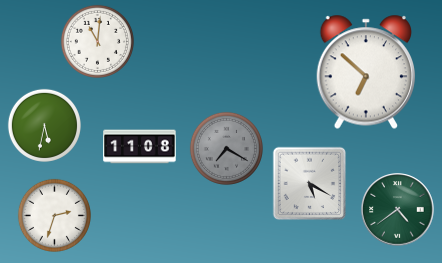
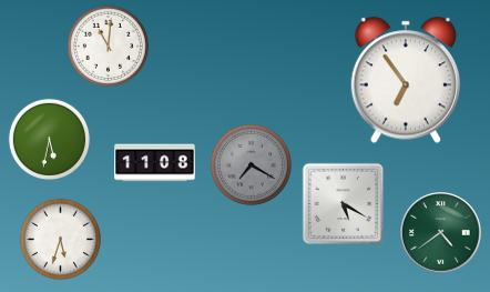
clock at (366, 72): 6:52 -> 6:54
clock at (54, 215): 2:33 -> 5:33
